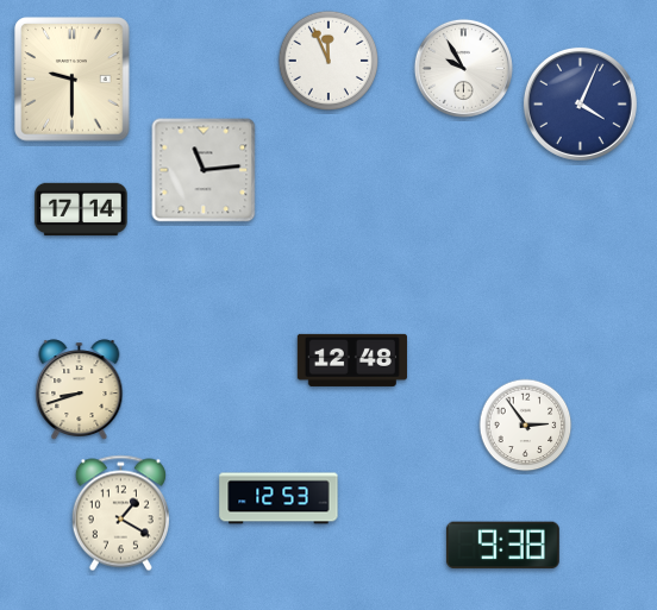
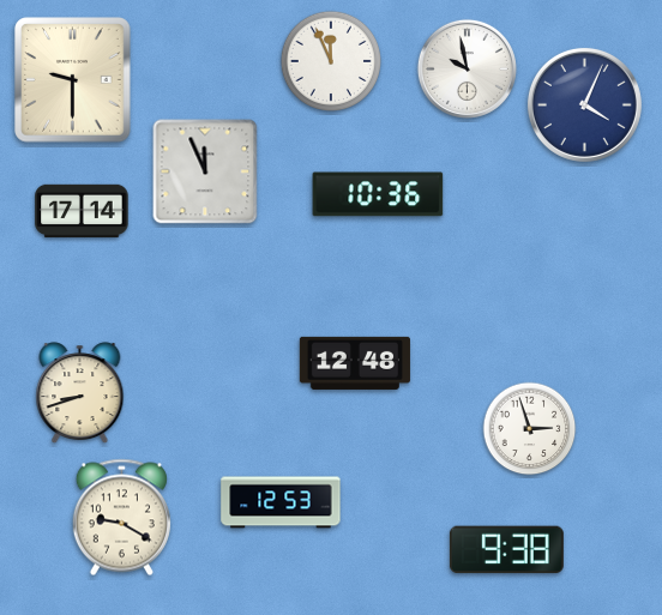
clock at (463, 68): 9:55 -> 9:58
clock at (204, 170): 11:14 -> 11:56
clock at (378, 194): none -> 10:36
clock at (526, 426): 2:54 -> 2:57
clock at (120, 514): 1:20 -> 9:20
